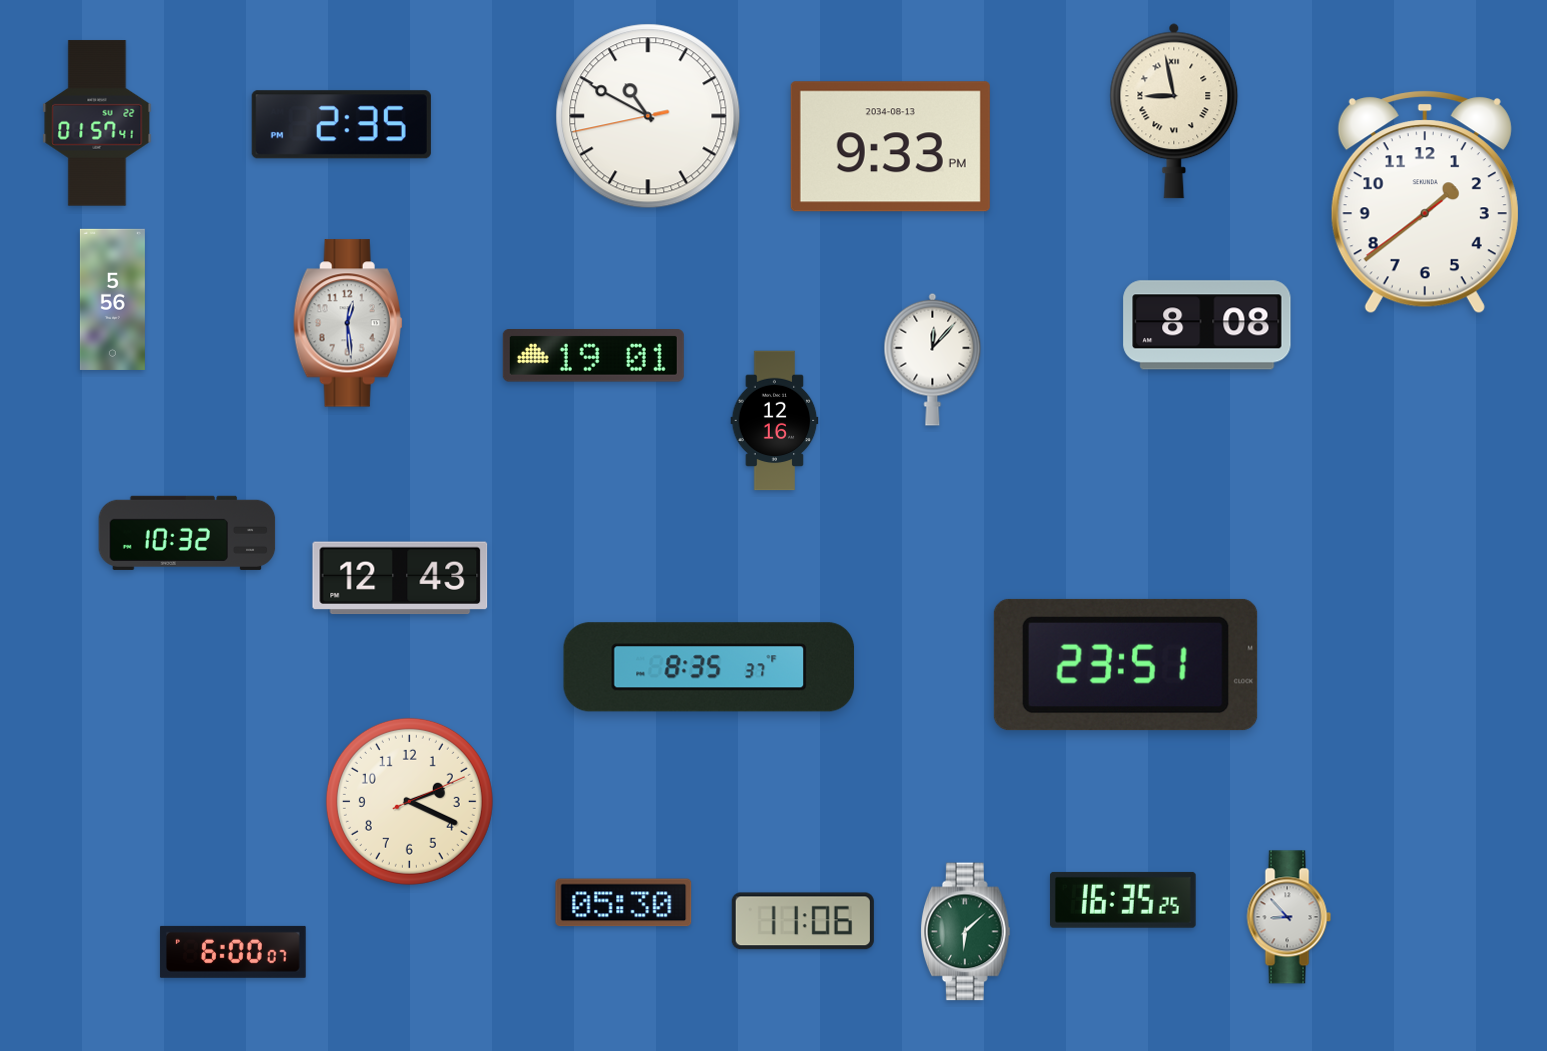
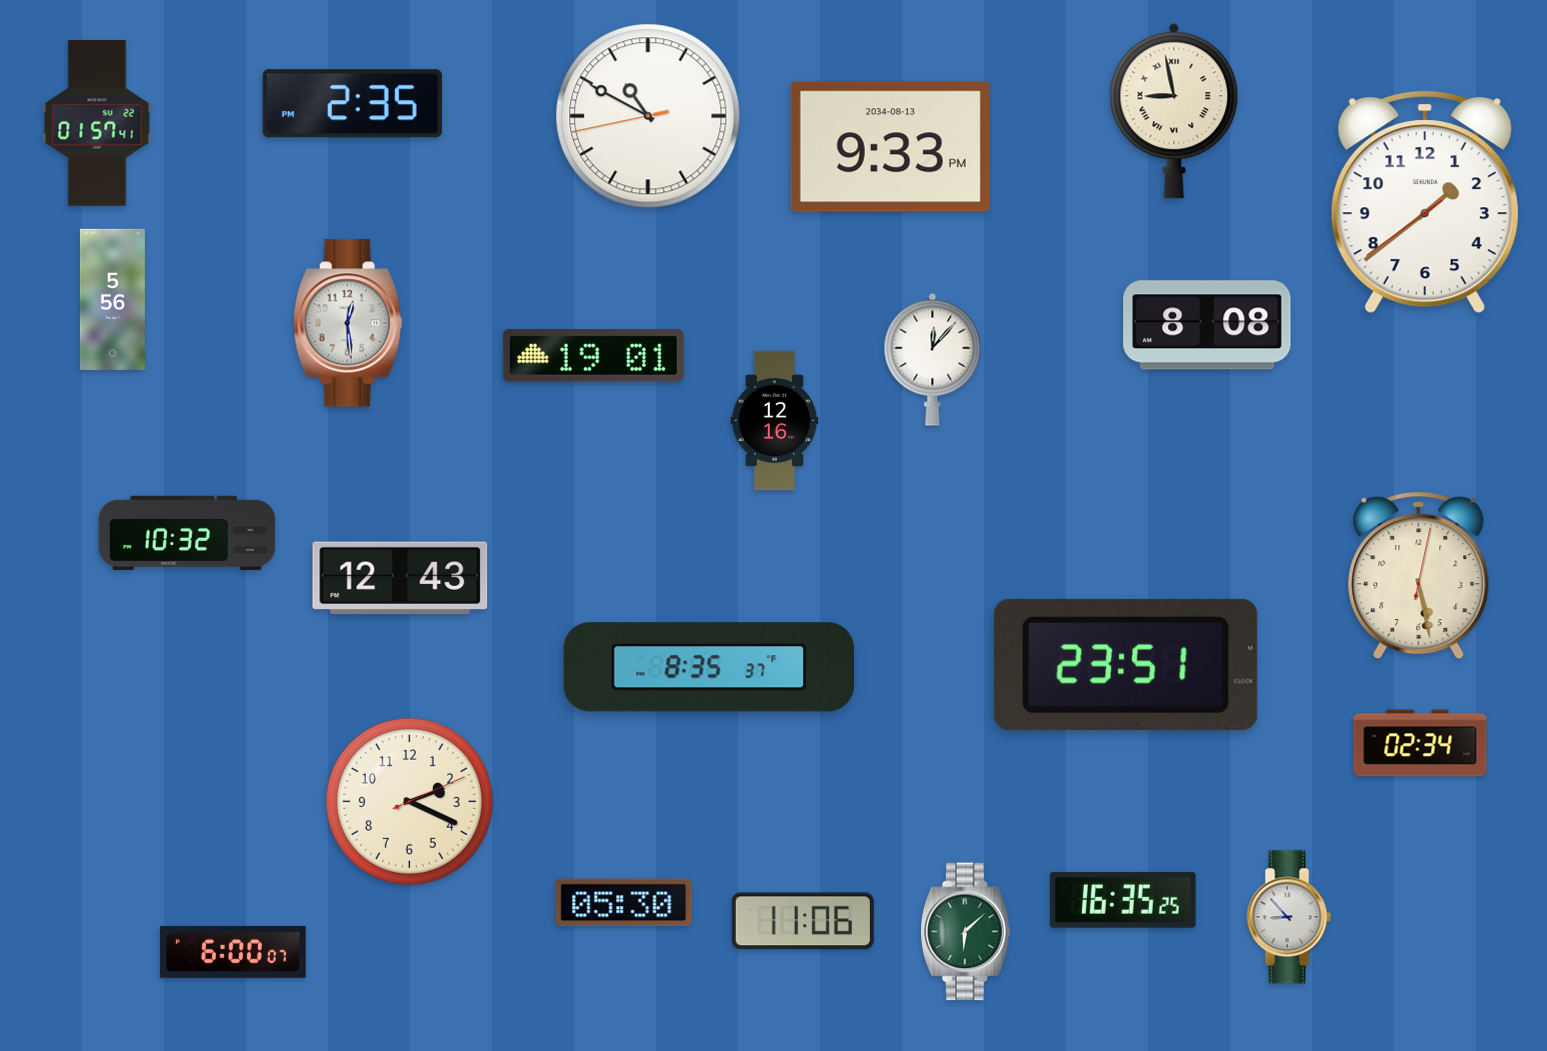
clock at (341, 125) position: (341, 125) -> (352, 104)
clock at (1419, 576): none -> 5:28
clock at (1420, 743): none -> 02:34
